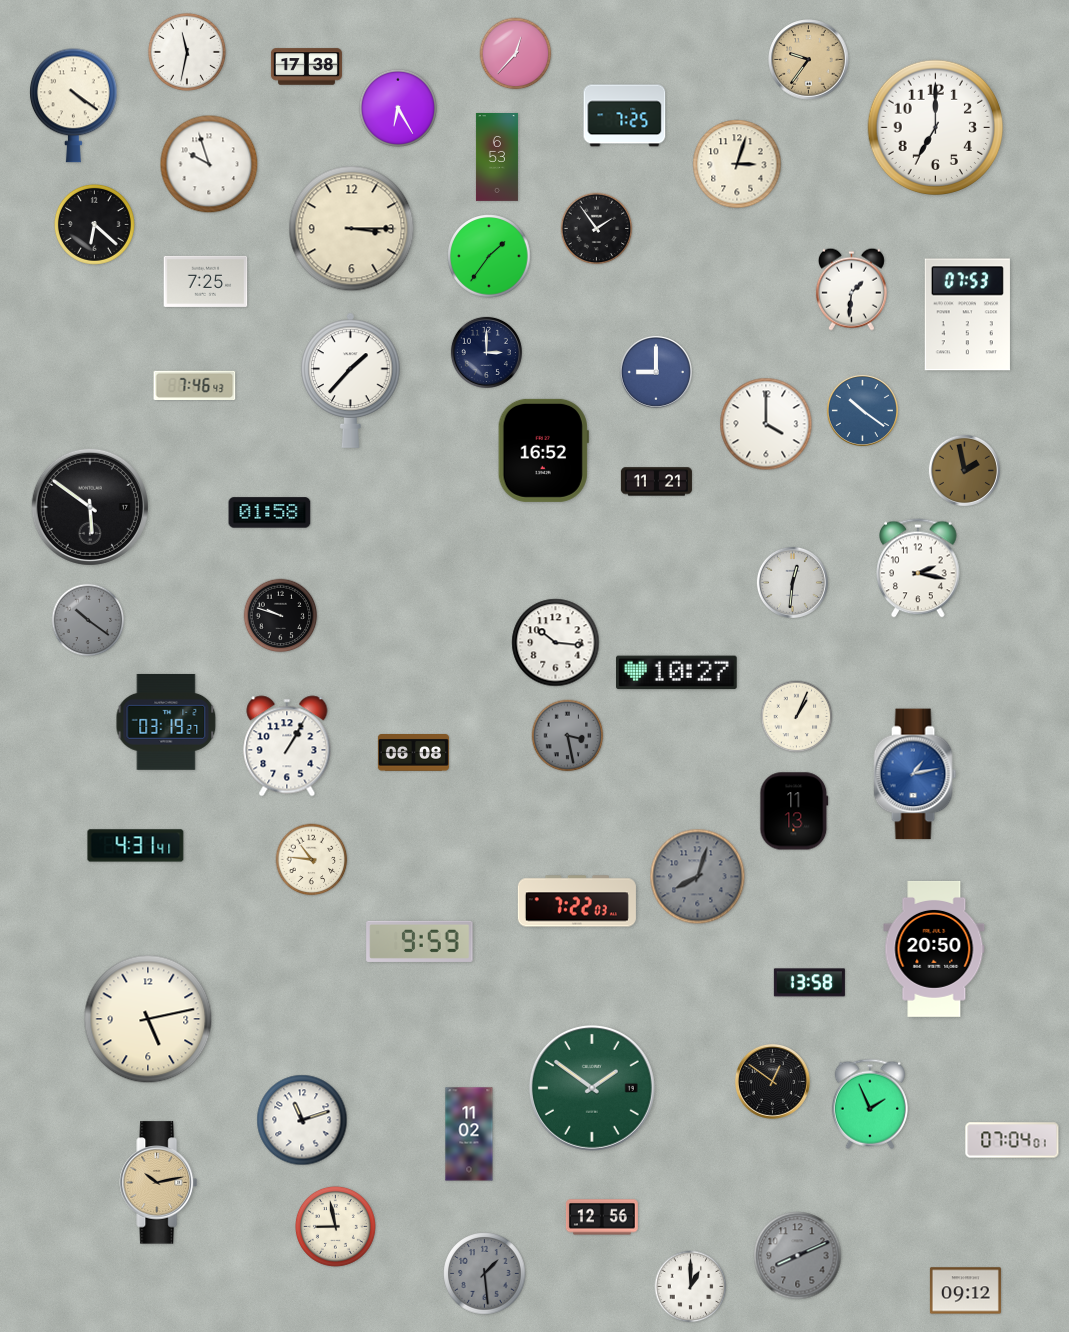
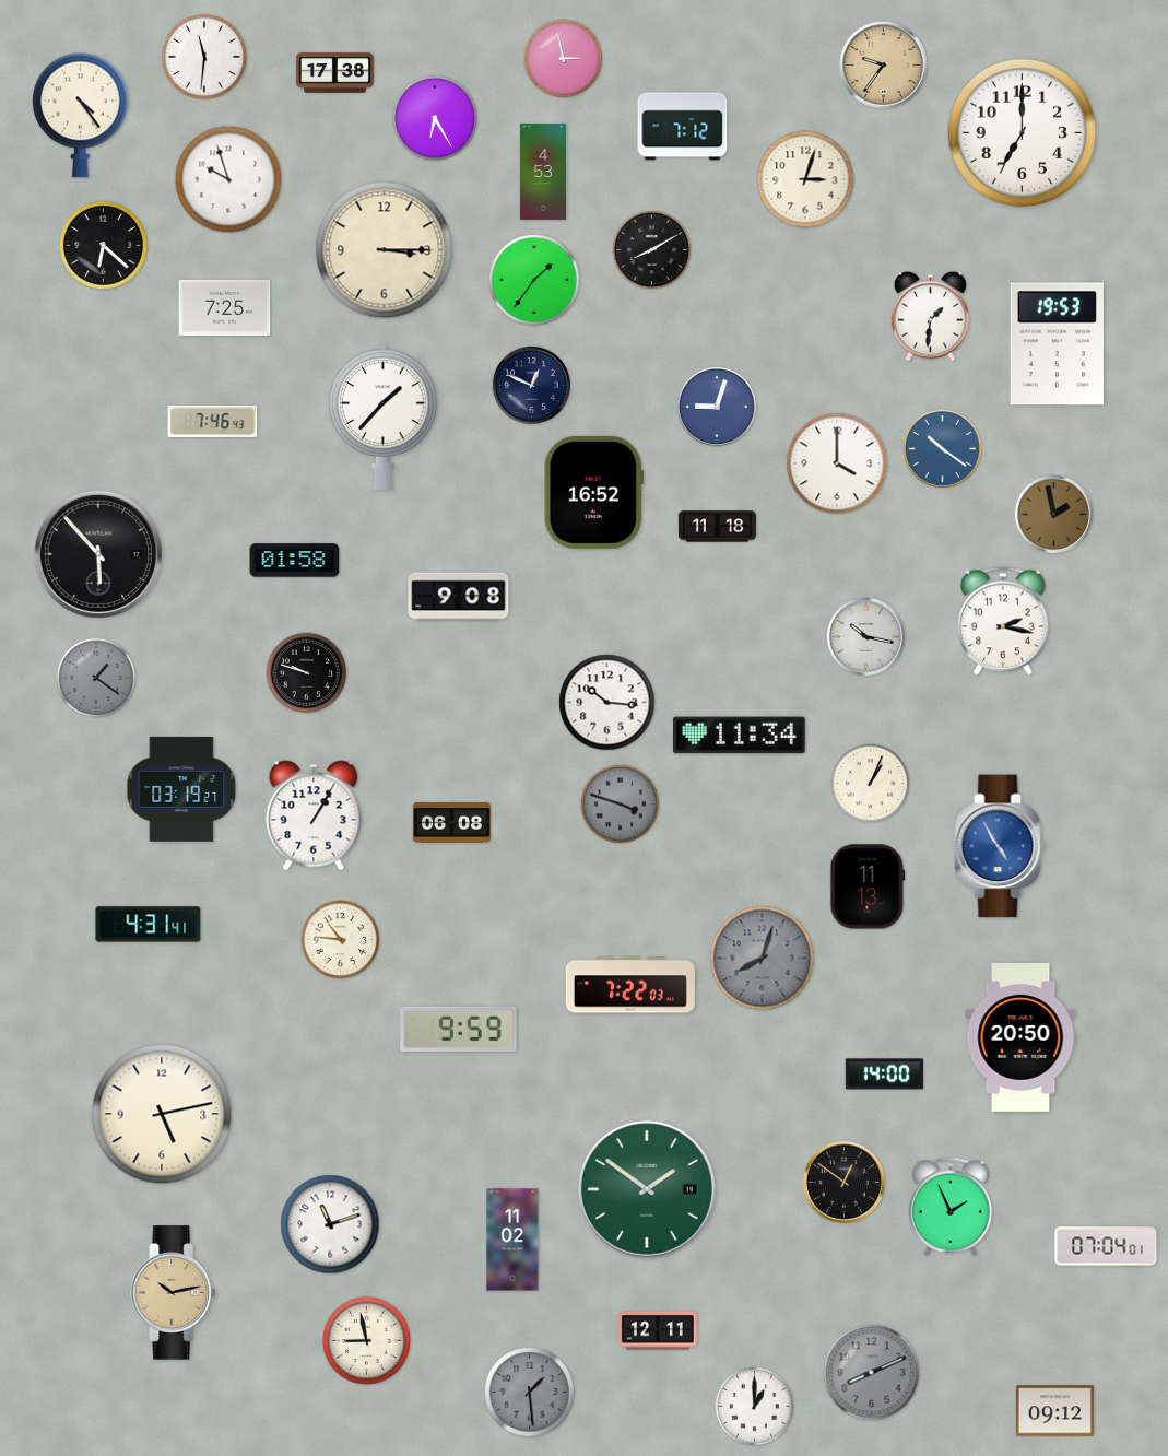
clock at (187, 52): 11:32 -> 11:31
clock at (516, 54): 12:37 -> 2:58
clock at (74, 106): 4:21 -> 4:24
clock at (625, 116): 7:25 -> 7:12
clock at (936, 128) position: (936, 128) -> (1023, 133)
clock at (497, 158): 6:53 -> 4:53
clock at (597, 229): 1:54 -> 8:10
clock at (967, 315): 07:53 -> 19:53
clock at (486, 352): 3:00 -> 12:49
clock at (656, 372): 9:00 -> 9:03
clock at (656, 482): 11:21 -> 11:18
clock at (90, 507): 5:51 -> 5:53
clock at (459, 597): none -> 9:08
clock at (792, 582): 12:31 -> 10:17
clock at (88, 620): 10:21 -> 1:21
clock at (677, 673): 10:27 -> 11:34
clock at (568, 736): 3:28 -> 3:48
clock at (915, 774): 1:13 -> 4:55
clock at (809, 983): 13:58 -> 14:00
clock at (602, 1217): 12:56 -> 12:11
